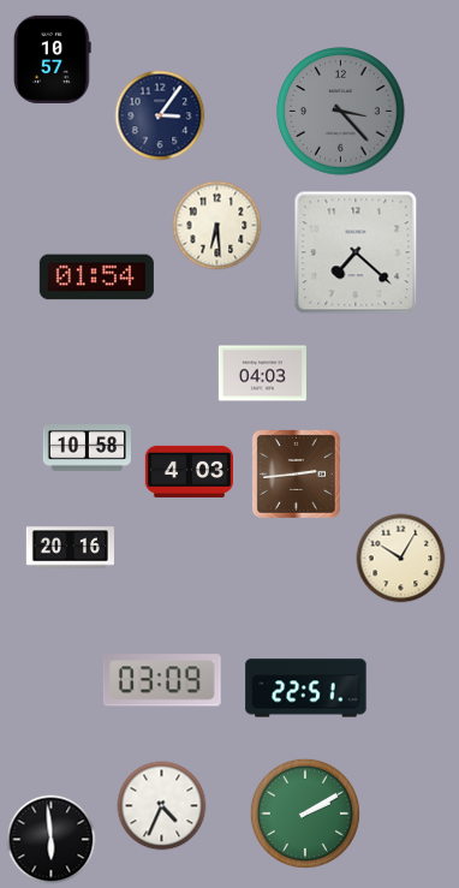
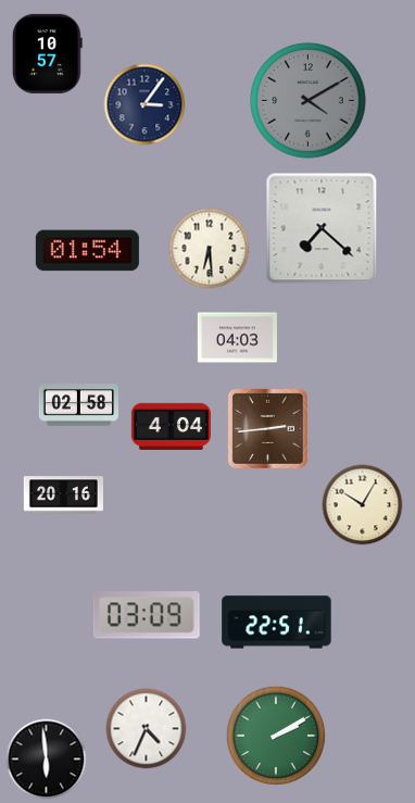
clock at (341, 112): 3:23 -> 4:10
clock at (217, 226) position: (217, 226) -> (210, 249)
clock at (87, 448): 10:58 -> 02:58
clock at (189, 471): 4:03 -> 4:04
